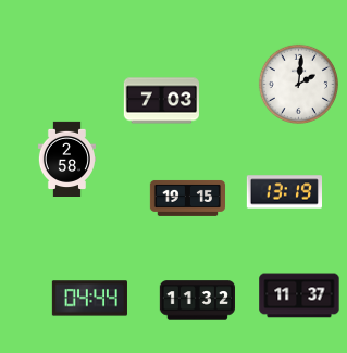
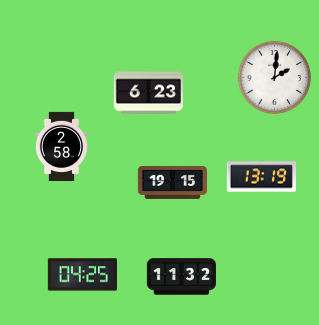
clock at (161, 101): 7:03 -> 6:23
clock at (299, 295): 11:37 -> none
clock at (89, 299): 04:44 -> 04:25
